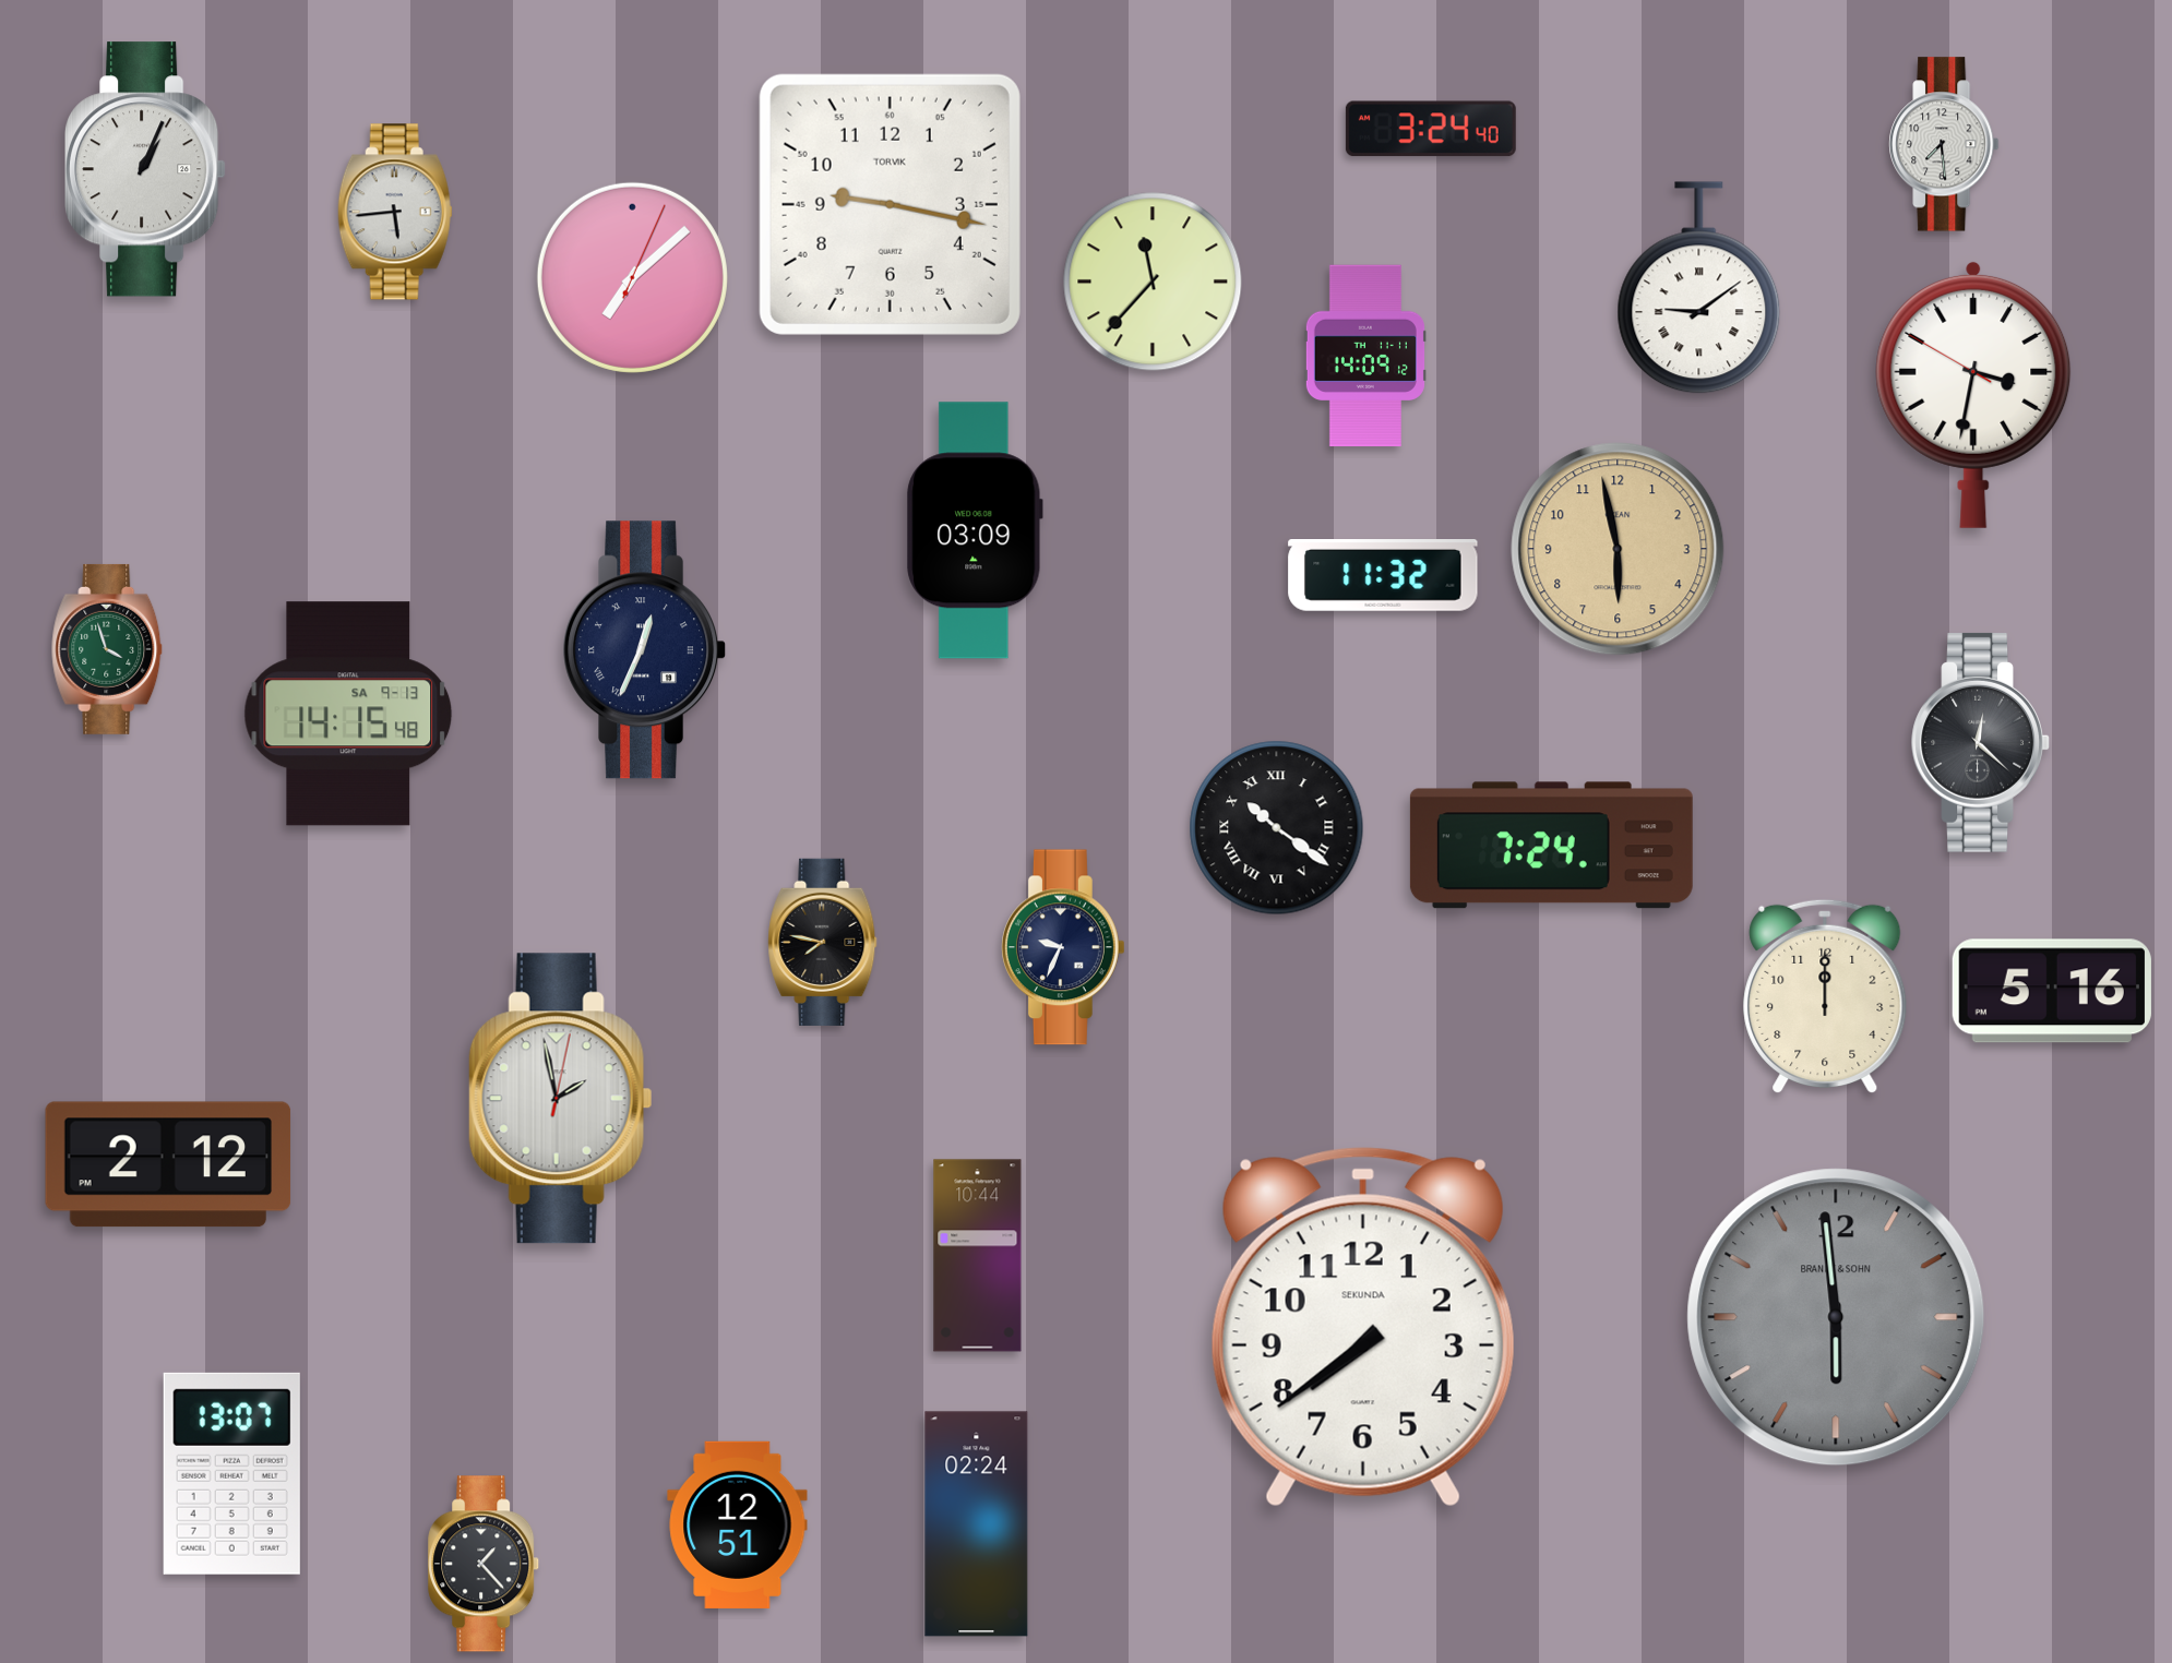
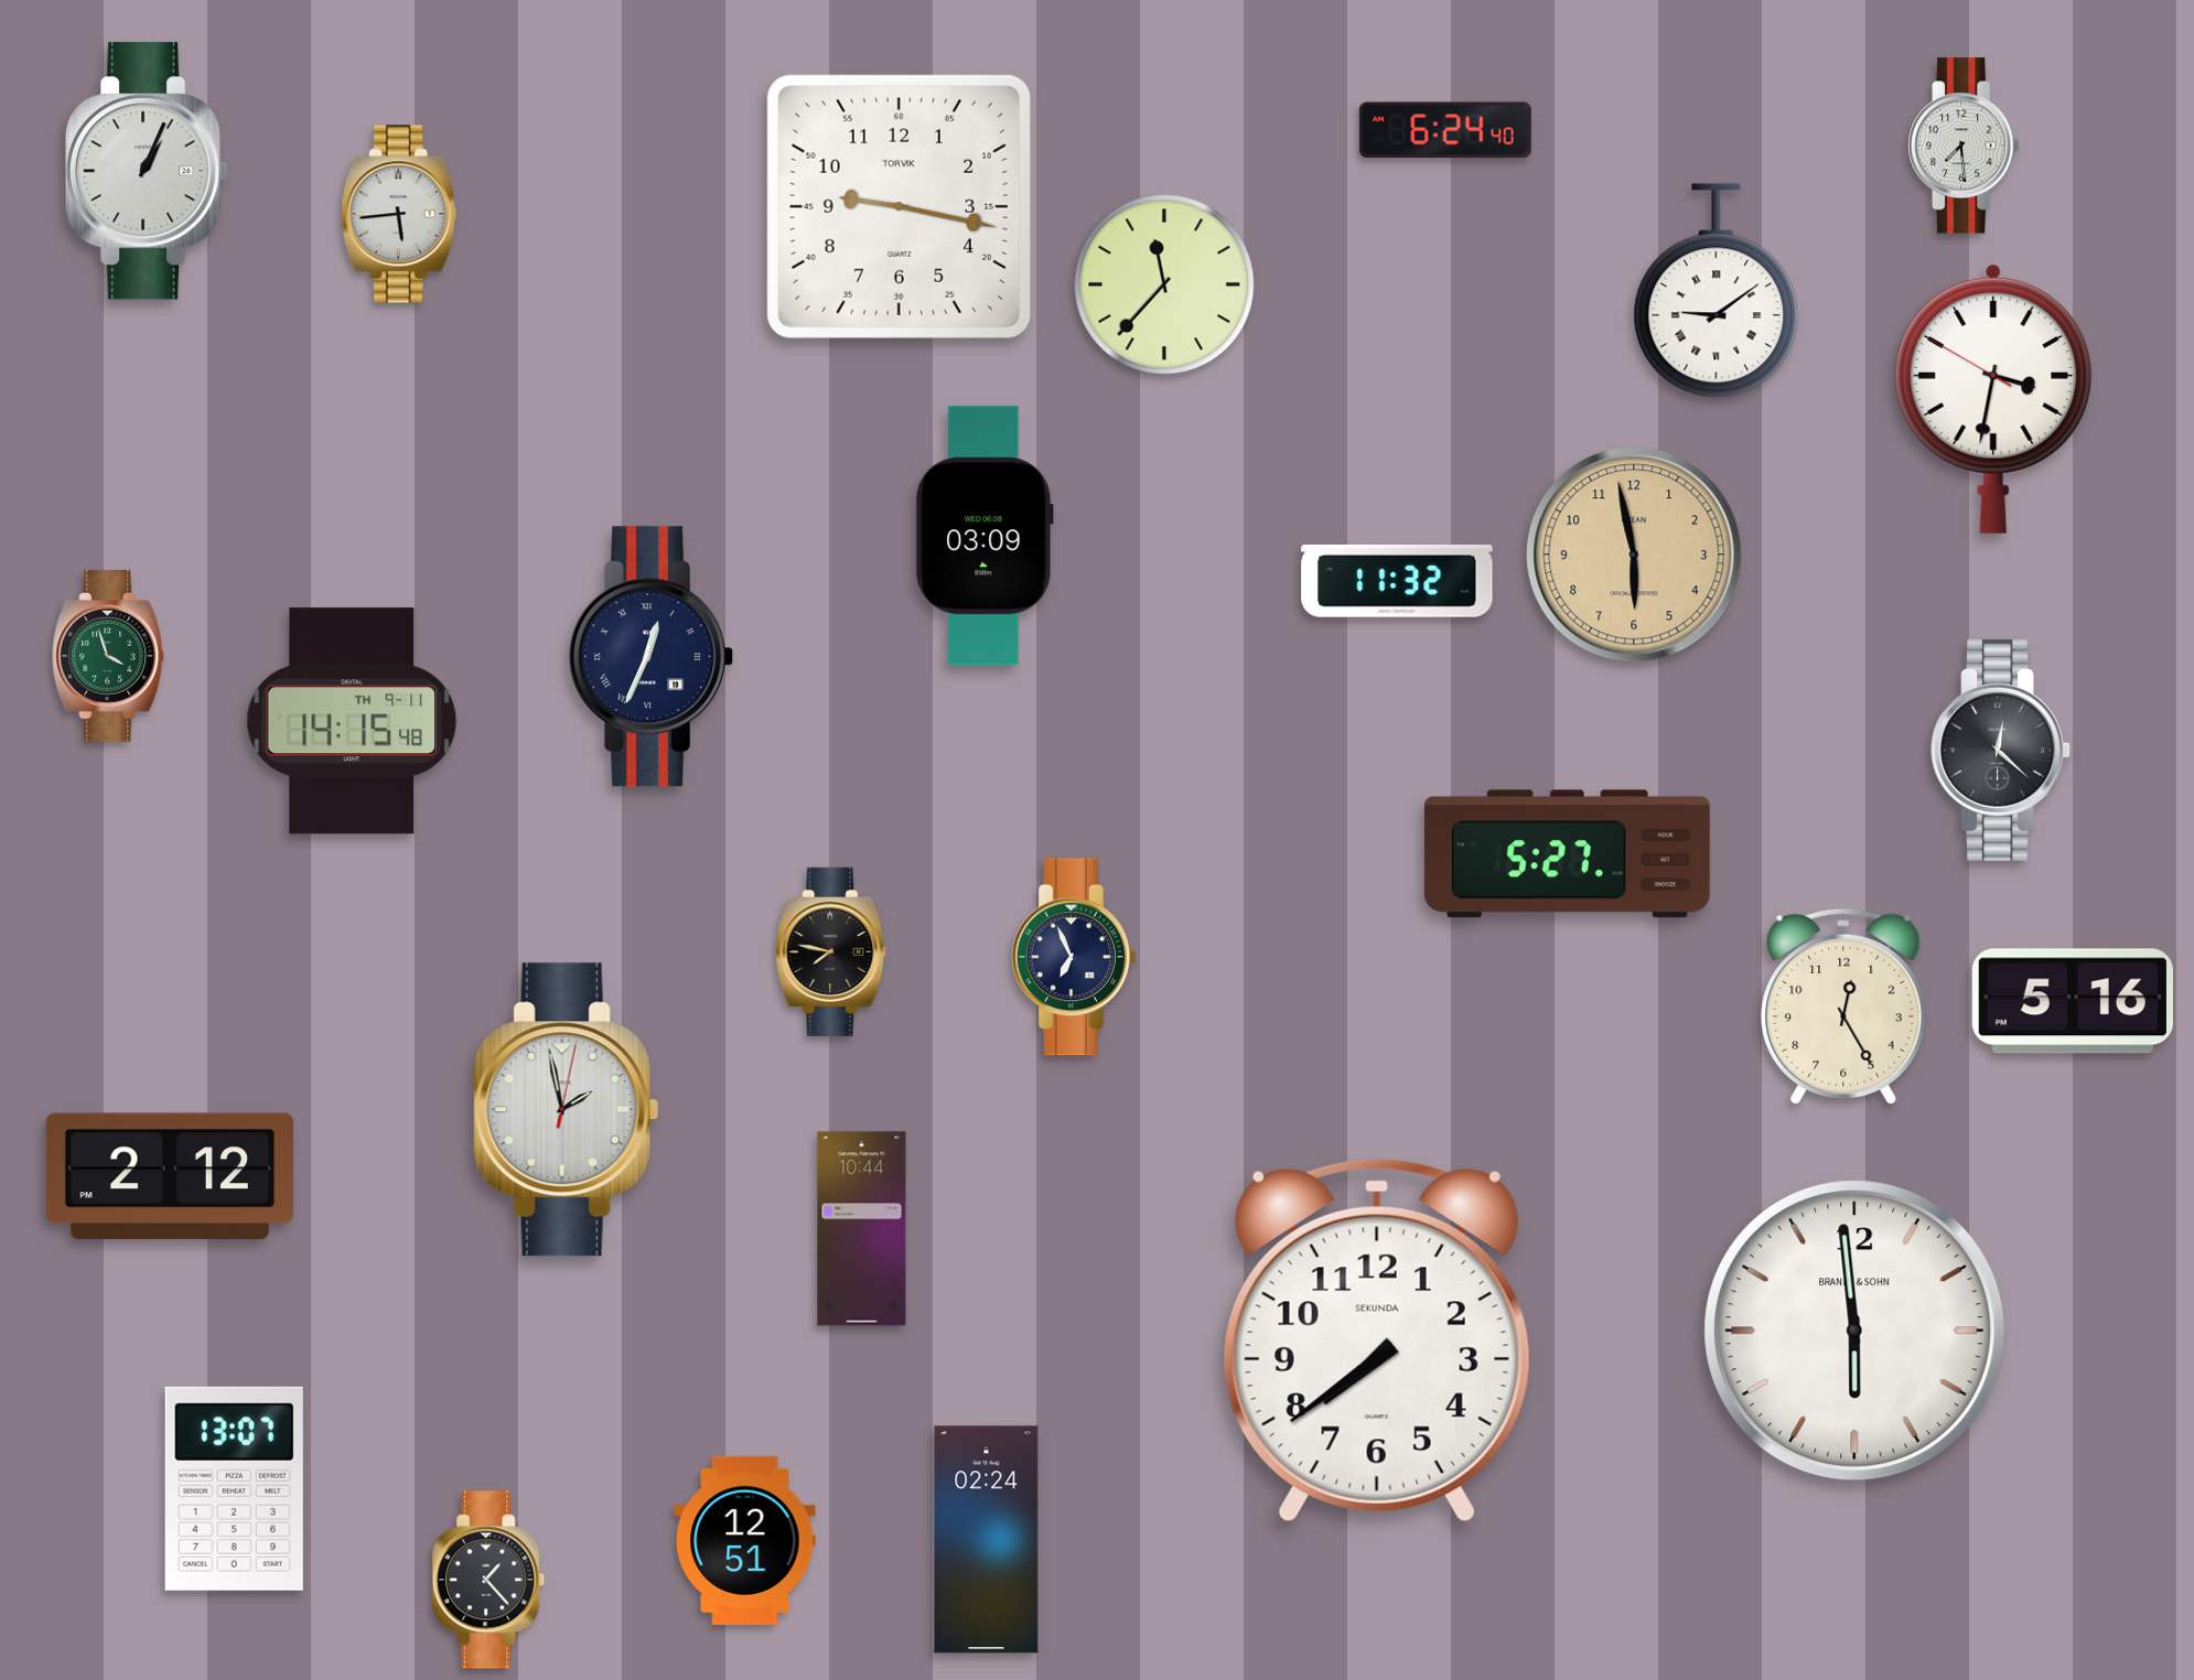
clock at (1431, 129): 3:24 -> 6:24
clock at (632, 277): 7:08 -> none
clock at (1365, 356): 14:09 -> none
clock at (348, 714) date: SA 9-13 -> TH 9-11
clock at (1277, 828): 10:21 -> none
clock at (1551, 846): 7:24 -> 5:27
clock at (1063, 947): 9:34 -> 6:56
clock at (1825, 996): 12:00 -> 12:25
clock at (978, 1256) position: (978, 1256) -> (862, 1229)
clock at (1836, 1317) dial: grey -> white
